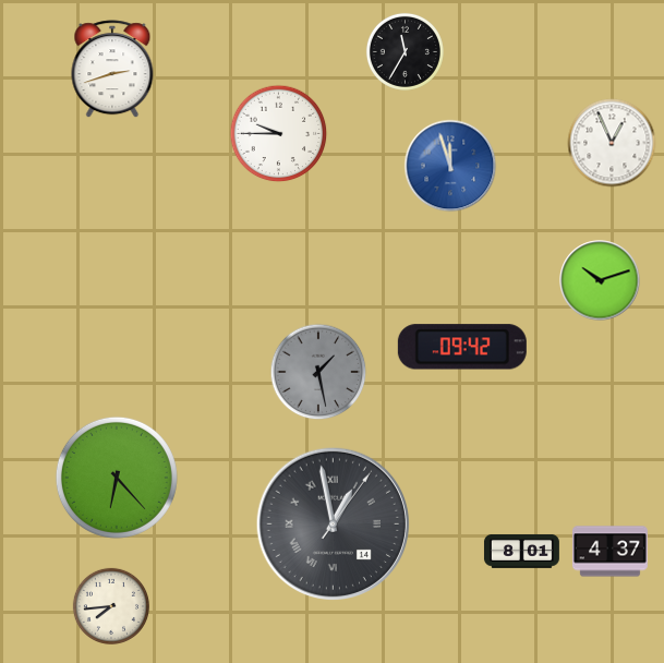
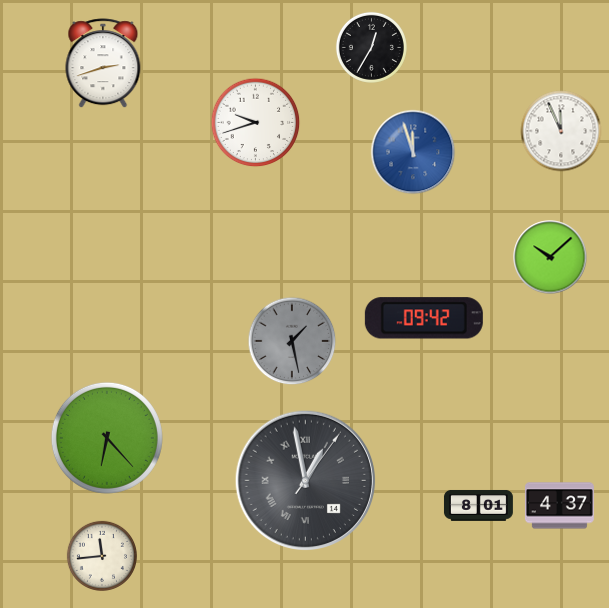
clock at (405, 51): 11:35 -> 12:35
clock at (279, 134): 9:45 -> 9:42
clock at (612, 143): 12:56 -> 11:56
clock at (600, 280): 10:12 -> 10:08
clock at (111, 606): 7:44 -> 11:44
